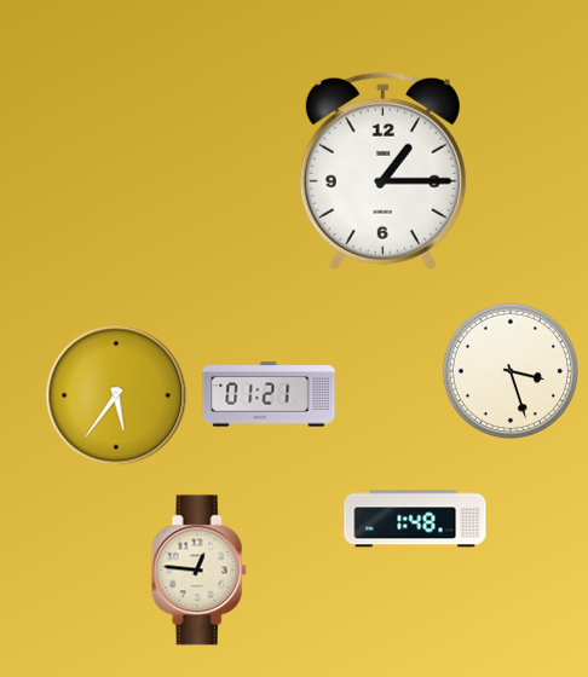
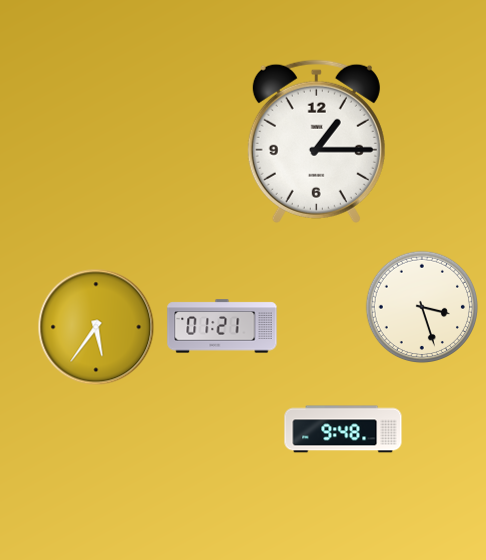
clock at (415, 519): 1:48 -> 9:48
clock at (198, 571): 12:46 -> none
